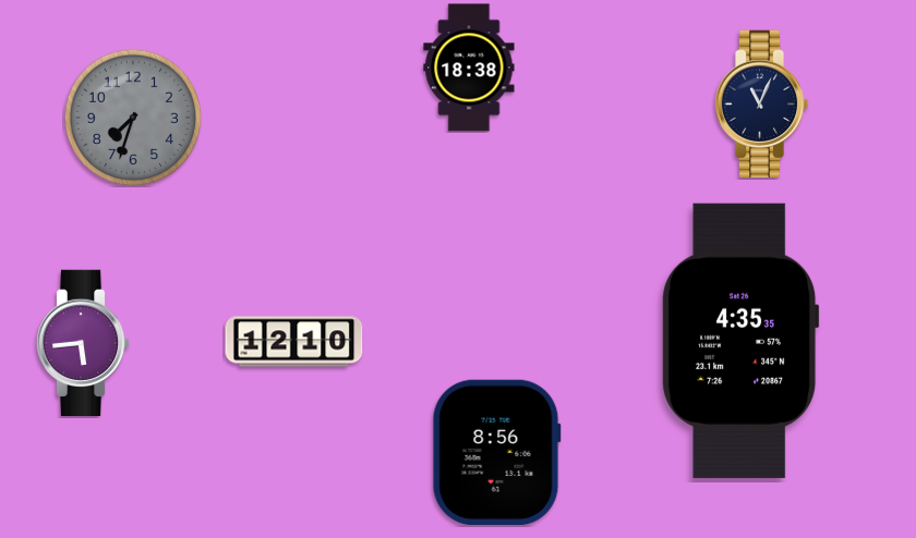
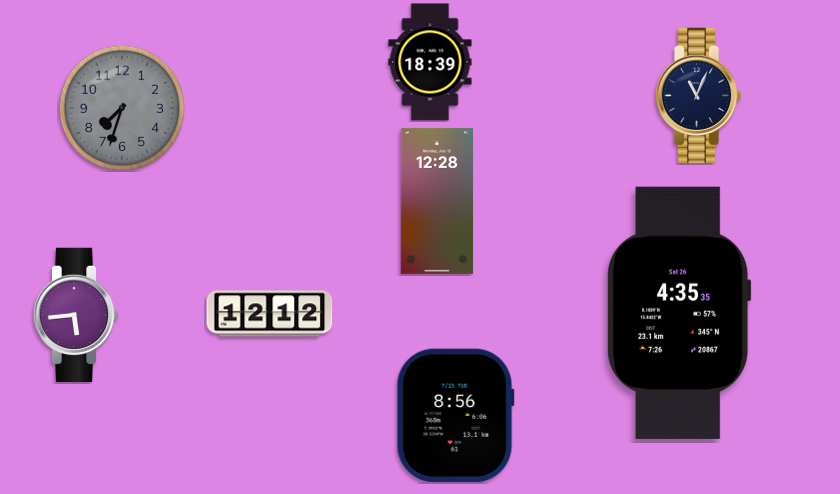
clock at (469, 68): 18:38 -> 18:39
clock at (436, 201): none -> 12:28
clock at (294, 342): 12:10 -> 12:12
